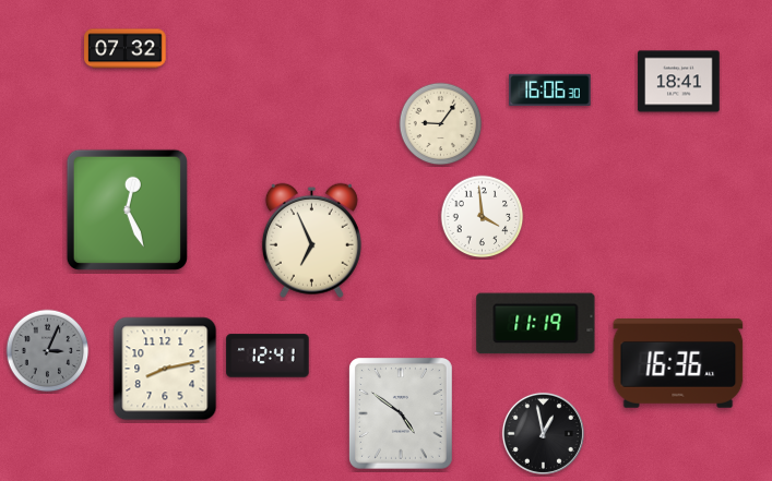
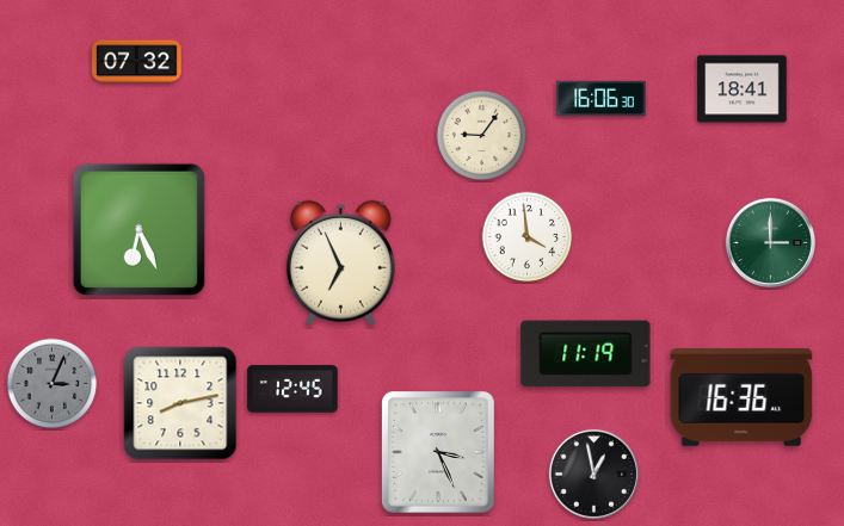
clock at (126, 49) position: (126, 49) -> (137, 62)
clock at (127, 209): 12:26 -> 6:26
clock at (770, 242): none -> 3:00
clock at (268, 356): 12:41 -> 12:45
clock at (401, 414): 4:51 -> 3:26
